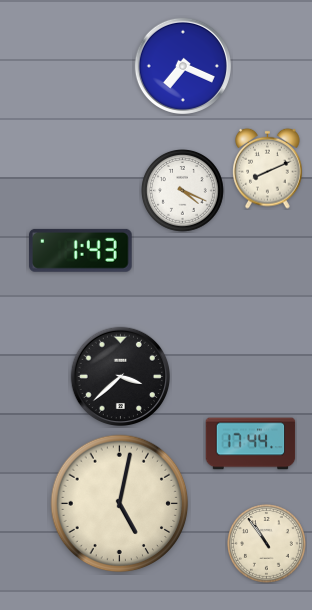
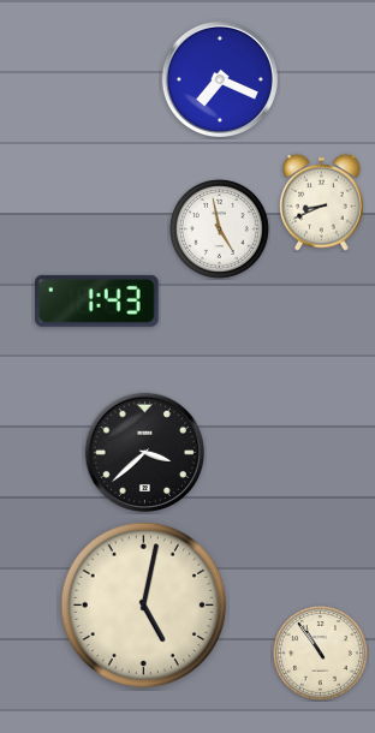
clock at (268, 168): 8:11 -> 8:41
clock at (183, 191): 4:19 -> 4:58
clock at (251, 444): 17:44 -> none
